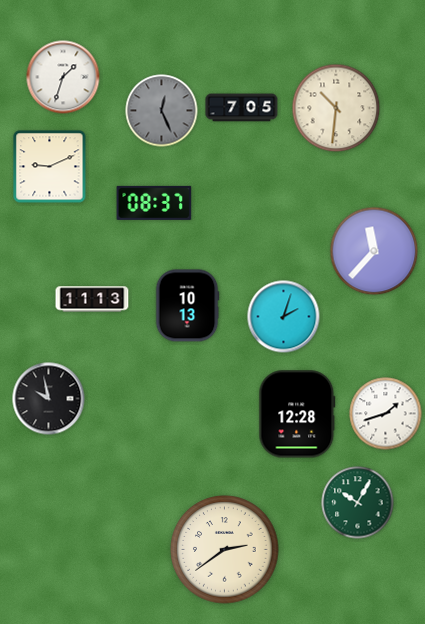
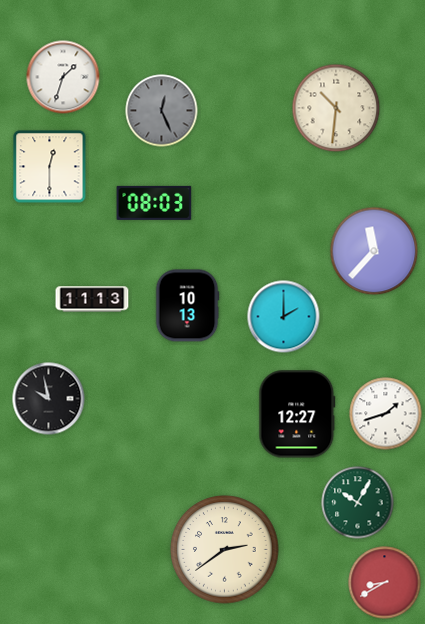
clock at (242, 108): 7:05 -> none
clock at (50, 167): 9:11 -> 12:30
clock at (154, 203): 08:37 -> 08:03
clock at (284, 317): 2:03 -> 2:00
clock at (297, 414): 12:28 -> 12:27
clock at (385, 583): none -> 8:40
